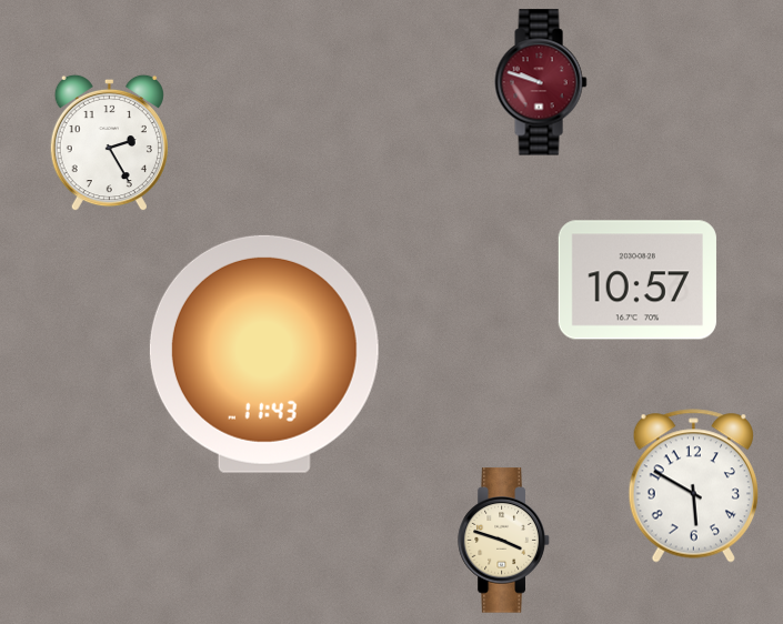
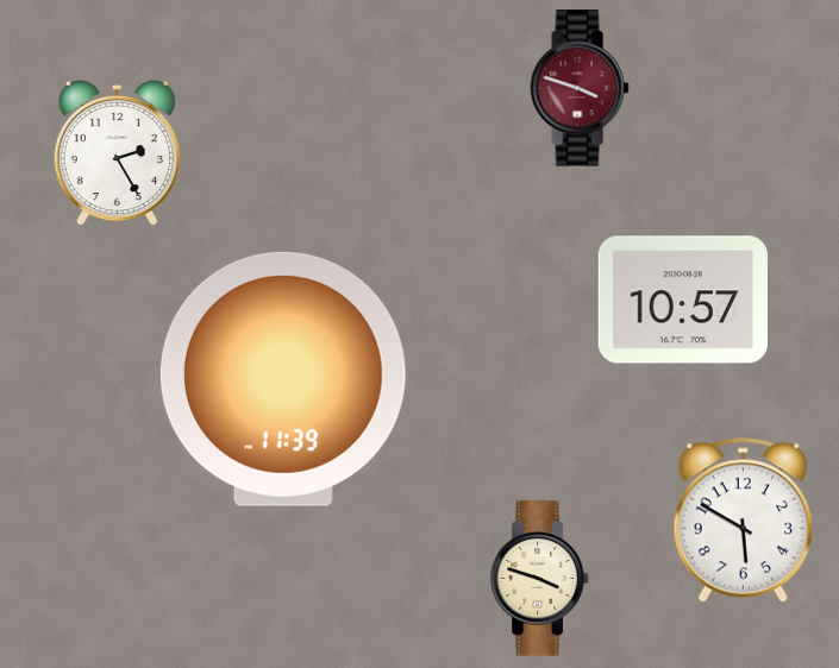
clock at (541, 82): 9:48 -> 3:48
clock at (264, 354): 11:43 -> 11:39
